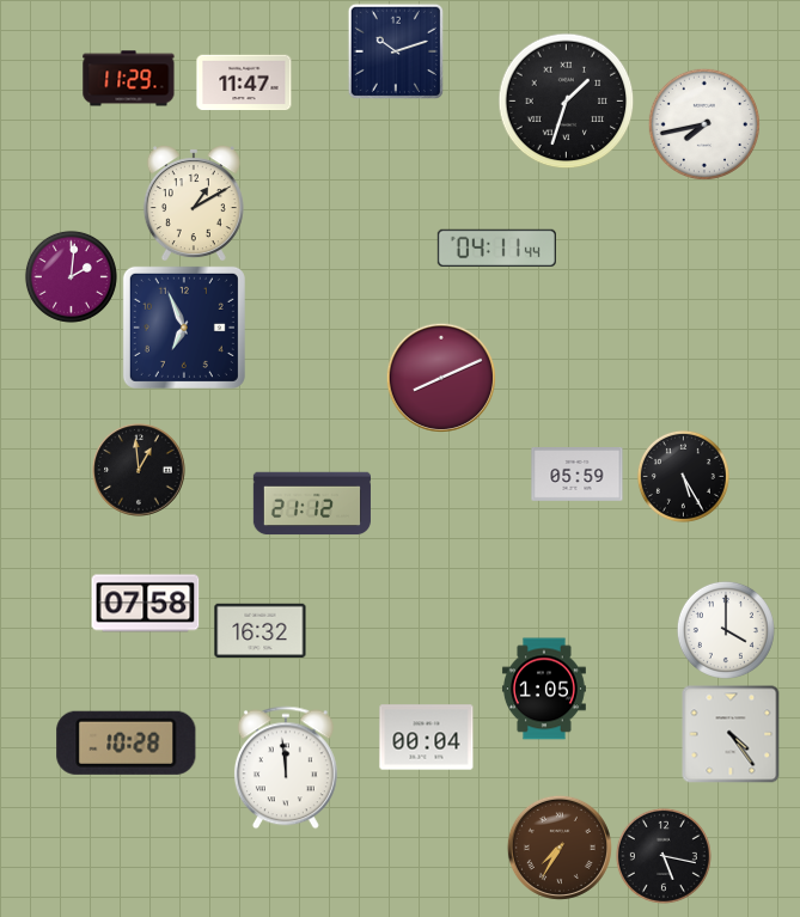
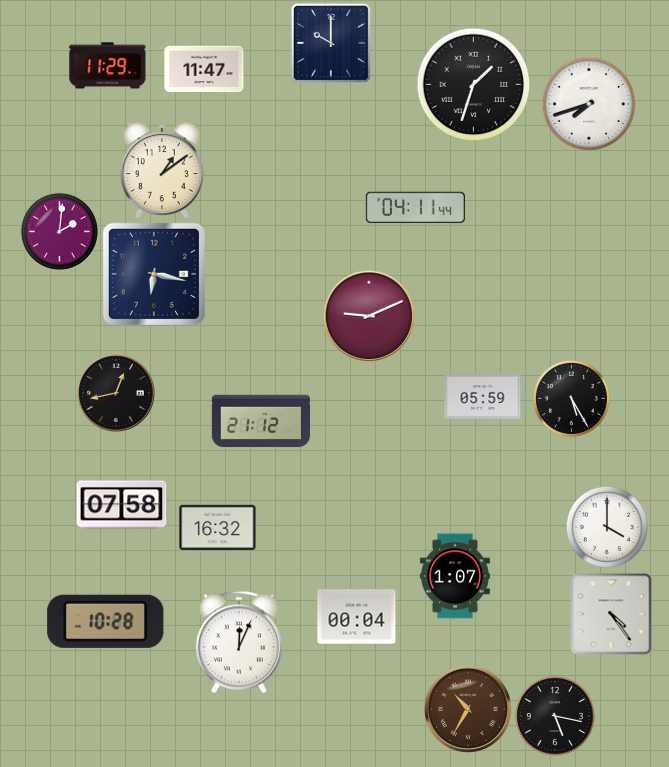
clock at (395, 50): 10:12 -> 10:00
clock at (704, 124): 7:43 -> 7:42
clock at (194, 203): 1:10 -> 1:09
clock at (184, 328): 6:56 -> 6:17
clock at (440, 377): 8:11 -> 9:11
clock at (139, 470): 12:59 -> 12:43
clock at (544, 689): 1:05 -> 1:07
clock at (286, 768): 11:59 -> 12:04
clock at (560, 848): 7:35 -> 10:35
